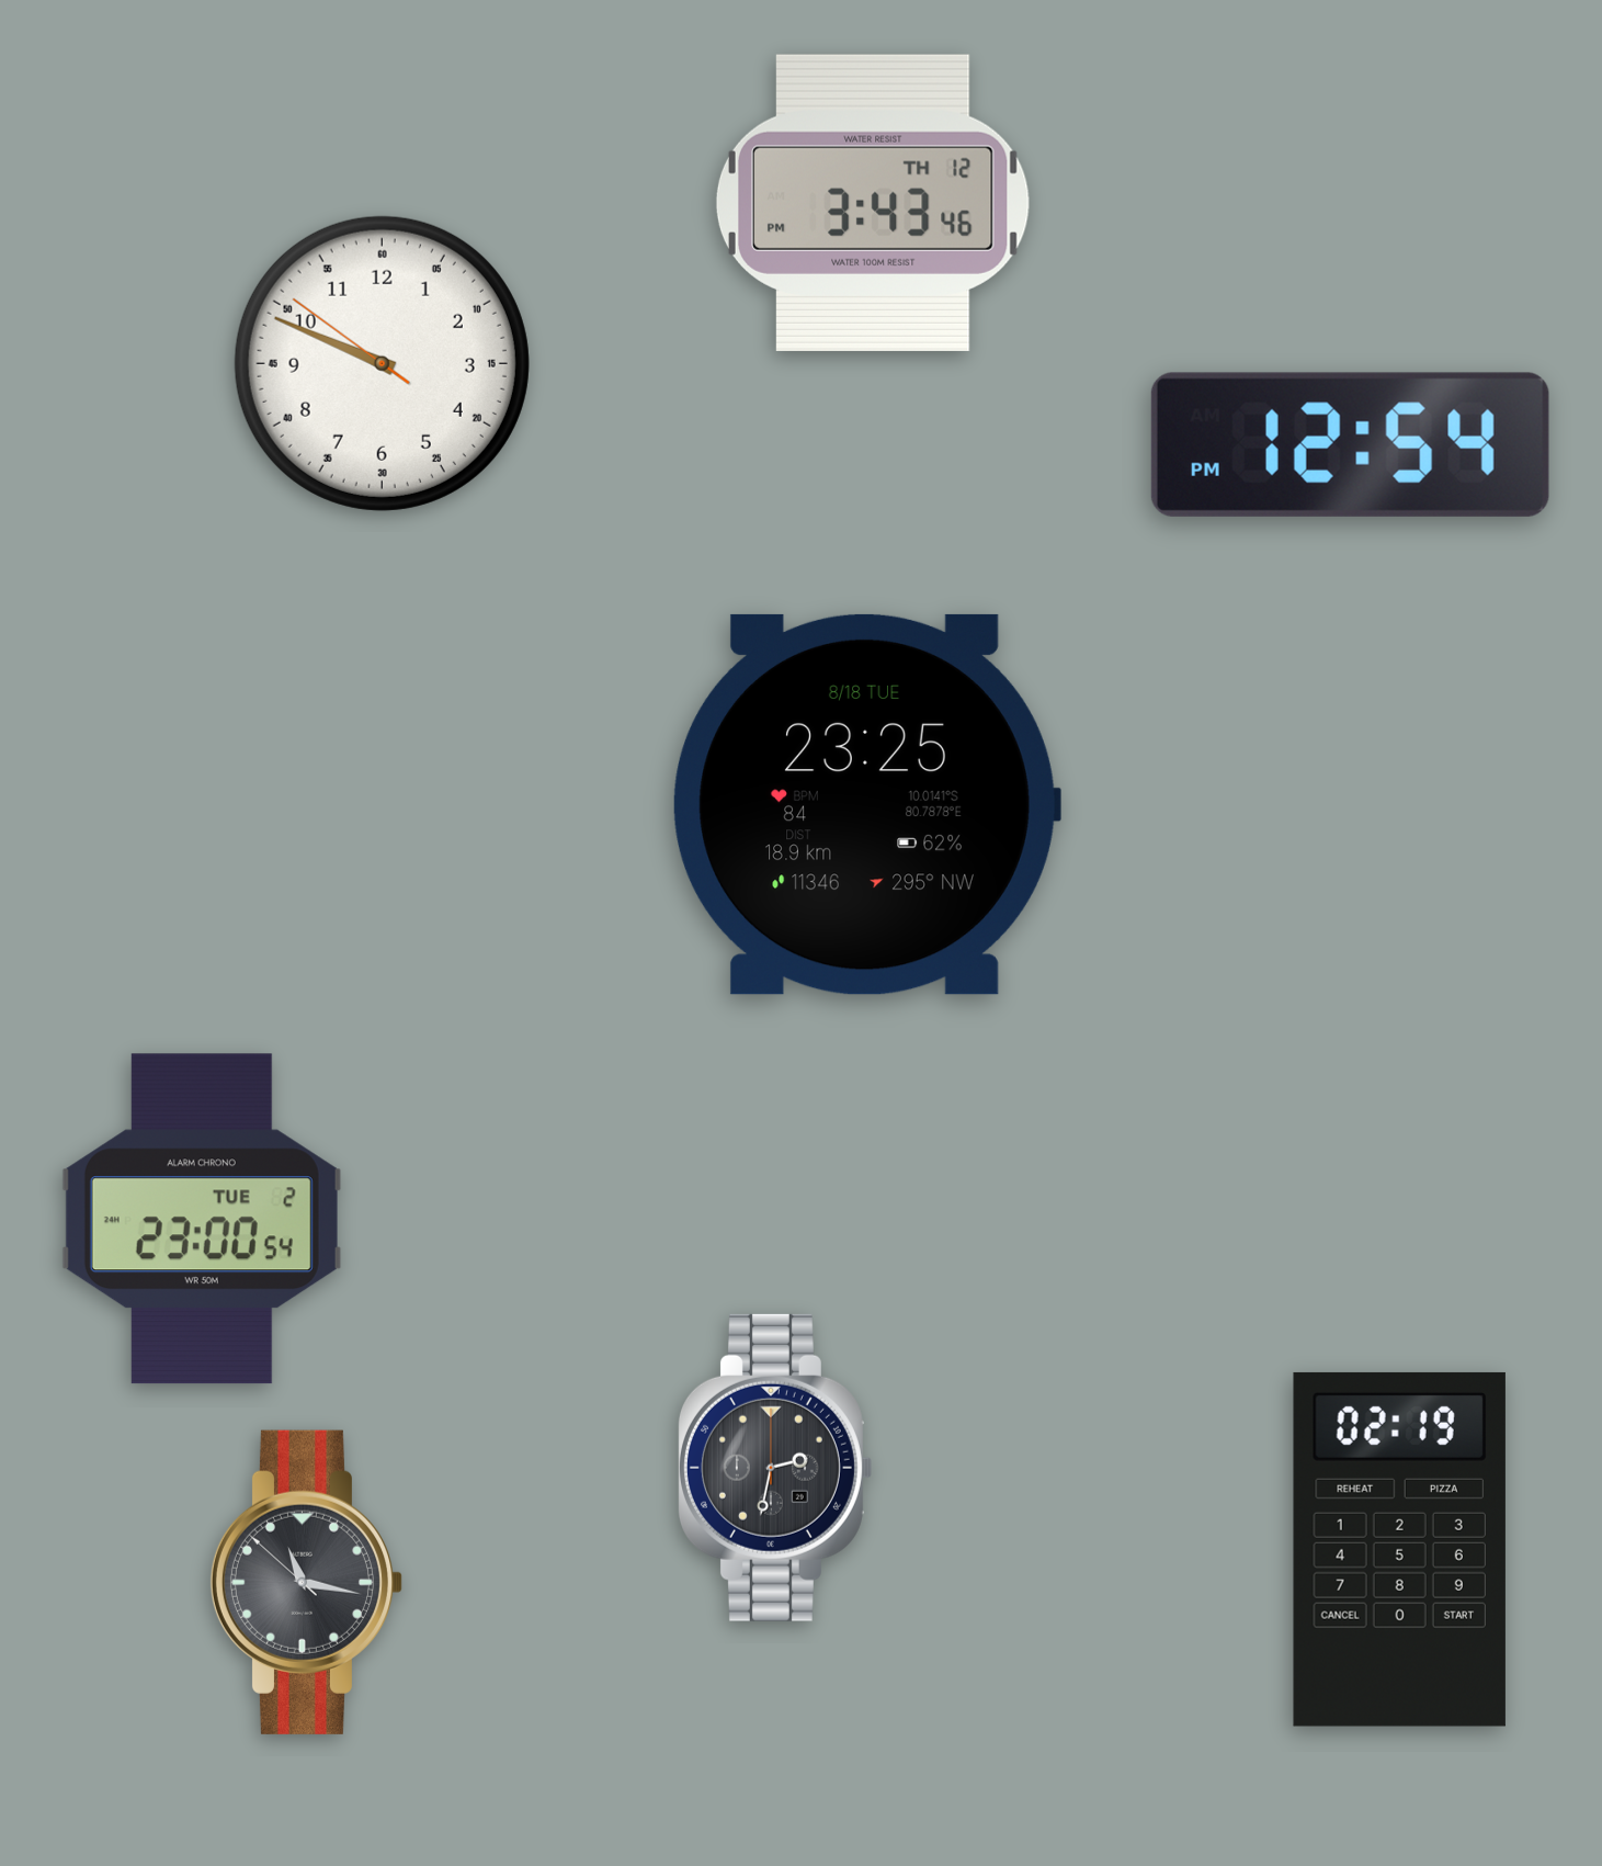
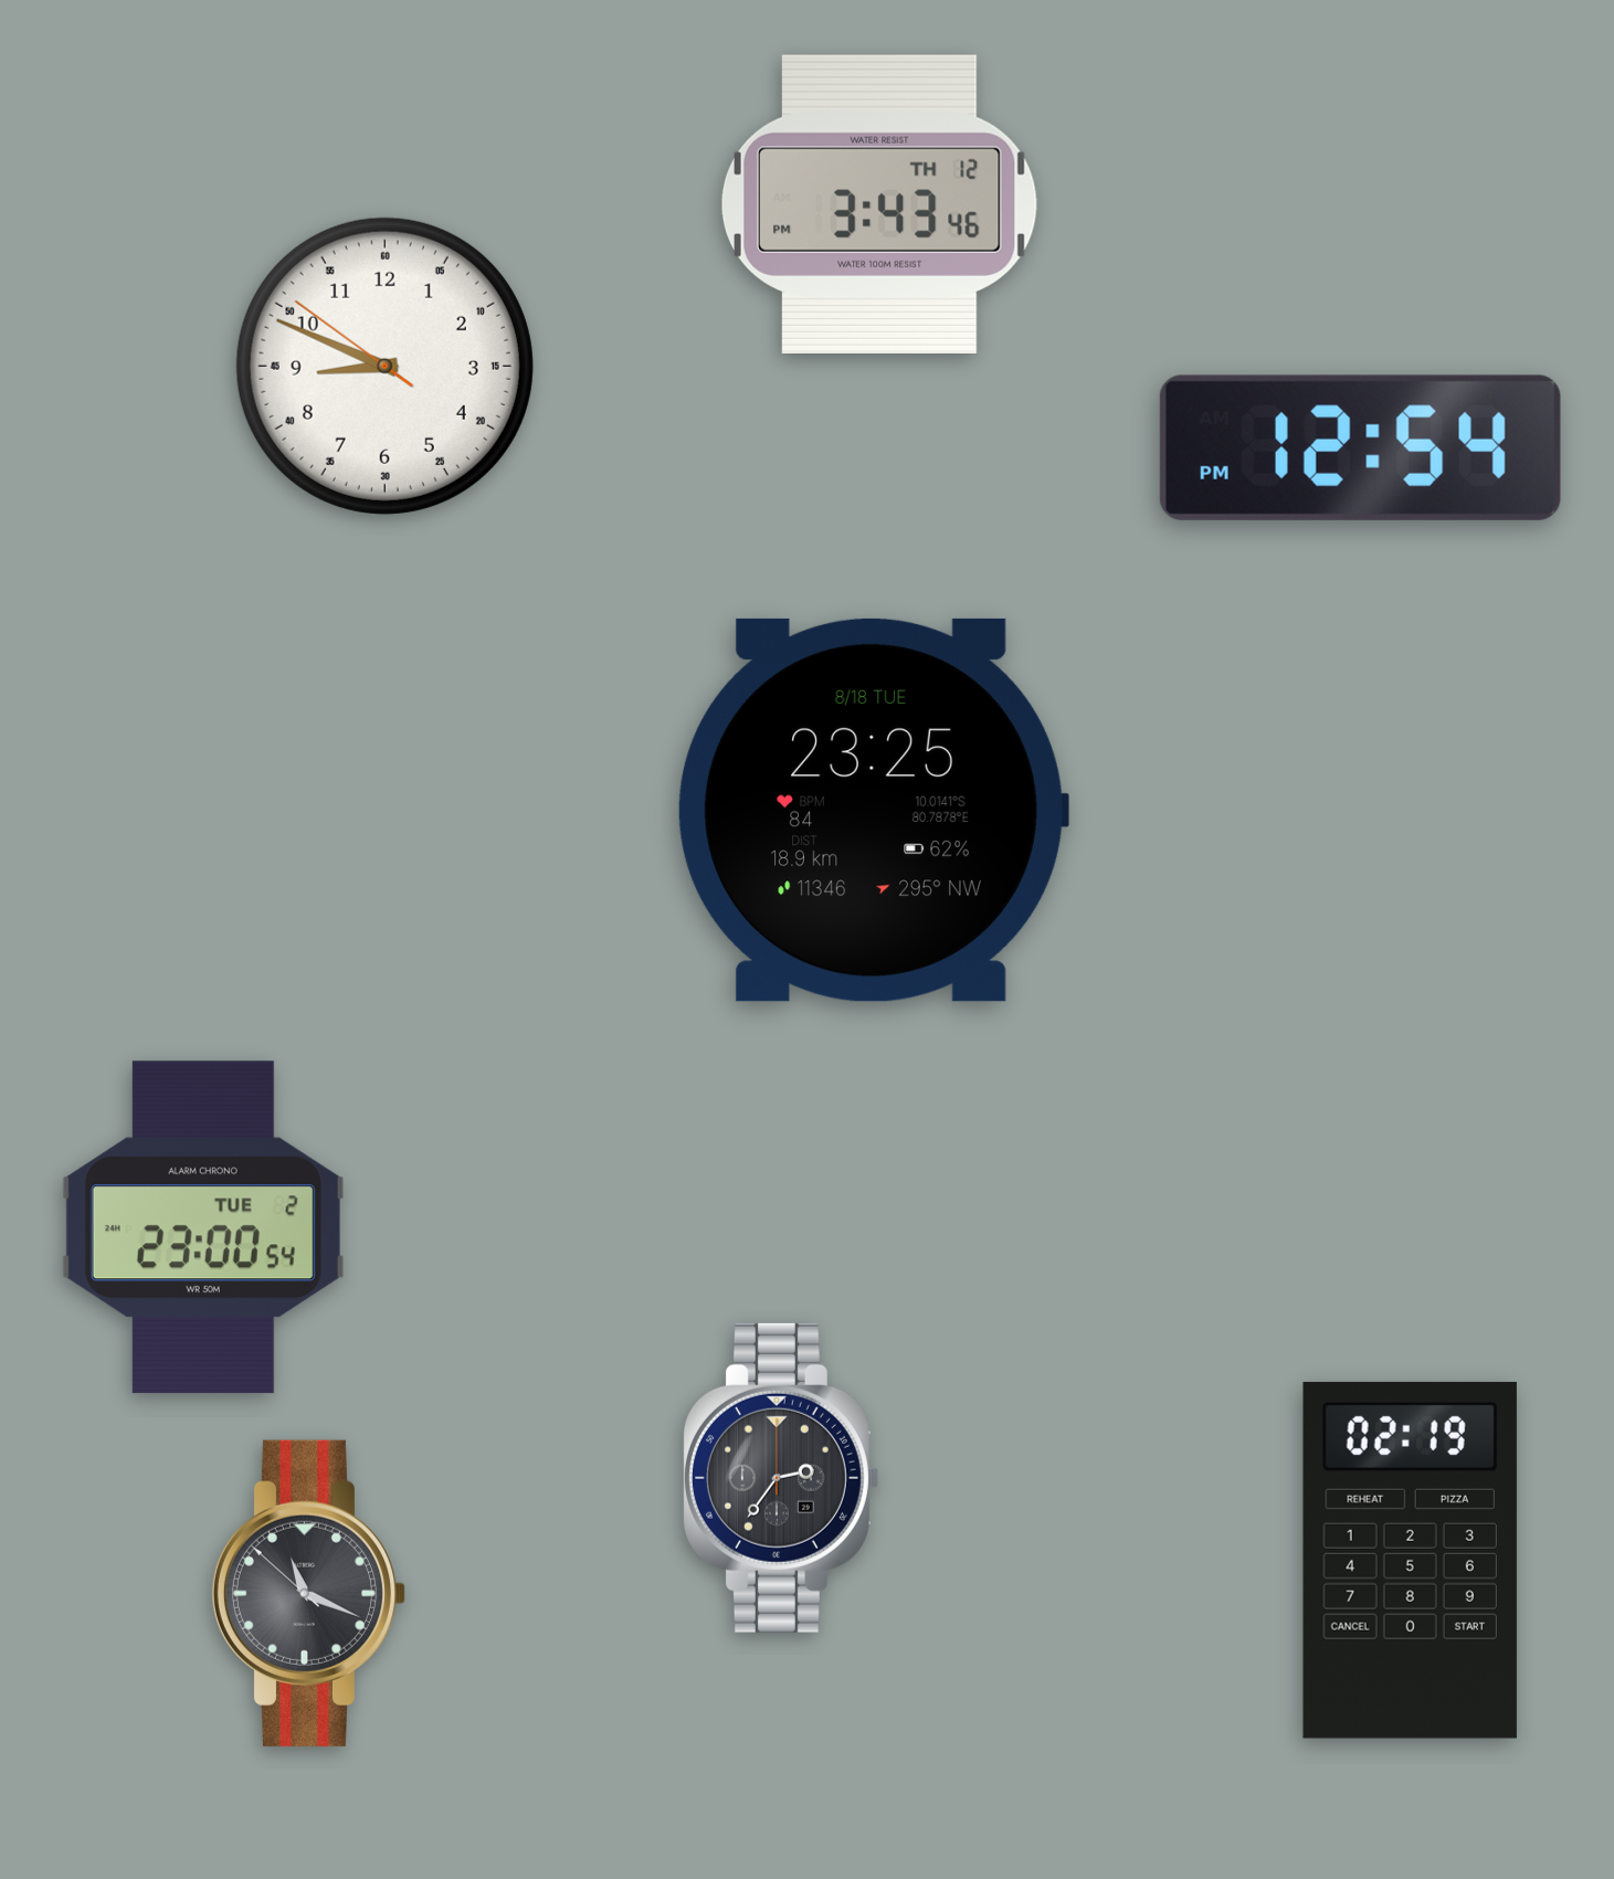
clock at (382, 363): 9:48 -> 8:48
clock at (774, 1468): 2:32 -> 2:36
clock at (306, 1582): 11:16 -> 11:18
